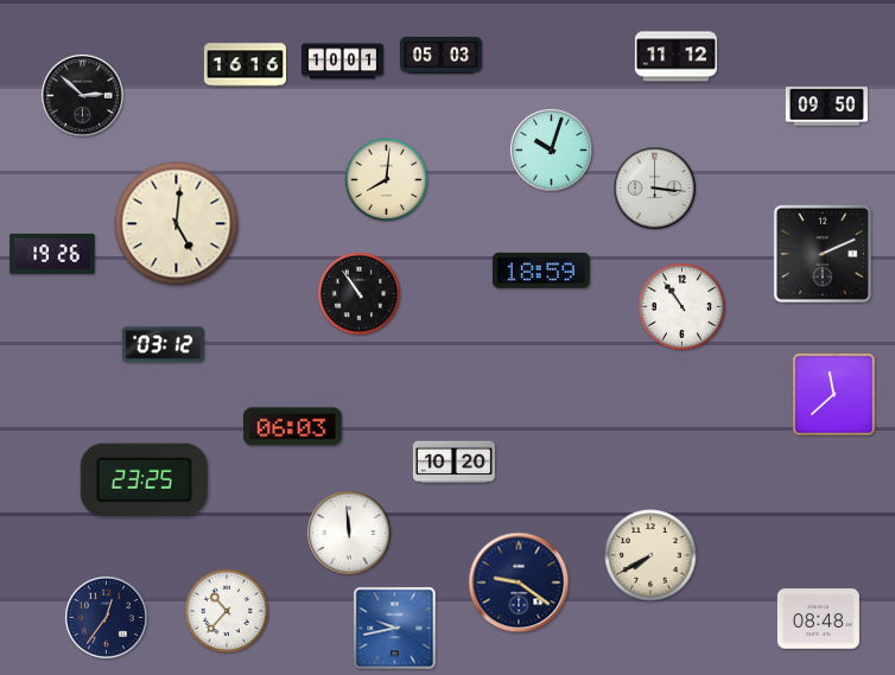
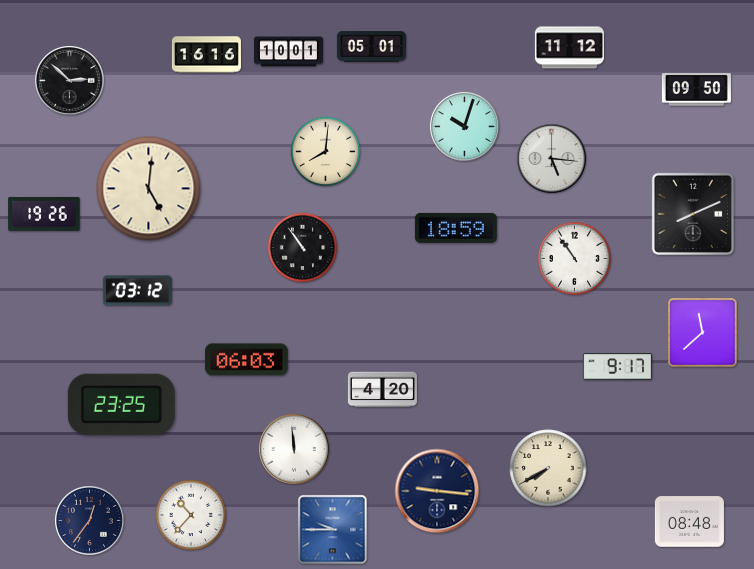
clock at (440, 56): 05:03 -> 05:01
clock at (655, 189): 3:16 -> 5:16
clock at (823, 254): 2:11 -> 8:11
clock at (617, 367): none -> 9:17
clock at (453, 463): 10:20 -> 4:20
clock at (519, 582): 9:21 -> 9:16
clock at (395, 629): 9:43 -> 9:45
